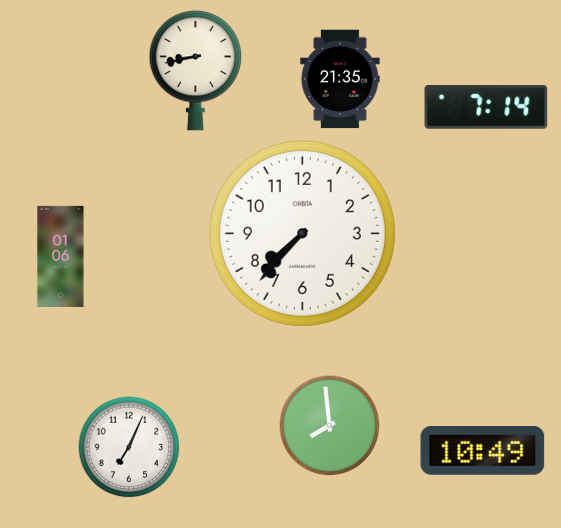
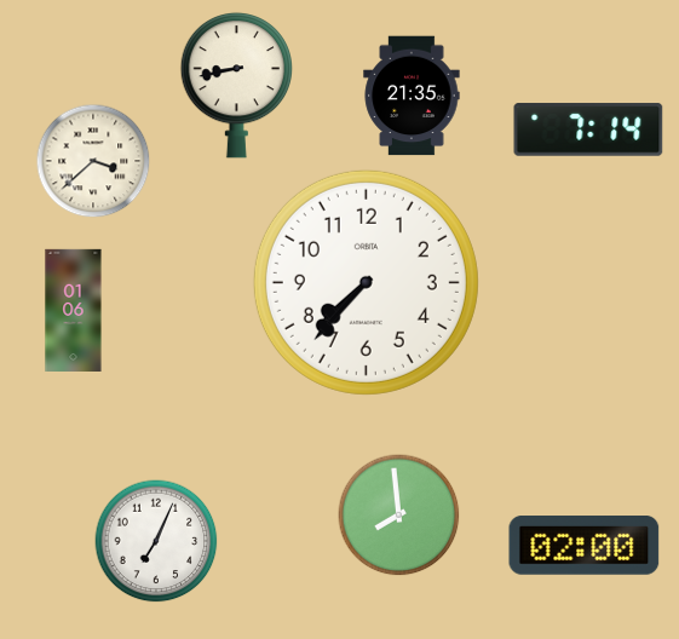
clock at (93, 161): none -> 3:38
clock at (483, 451): 10:49 -> 02:00
